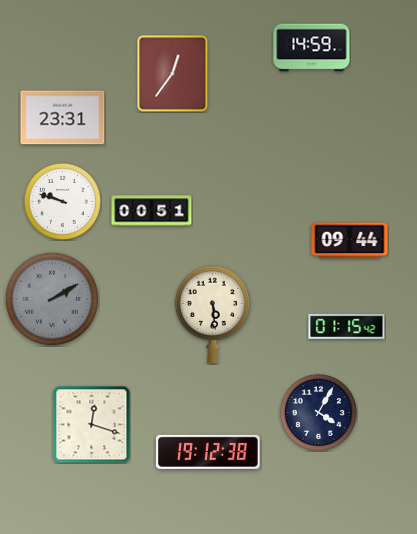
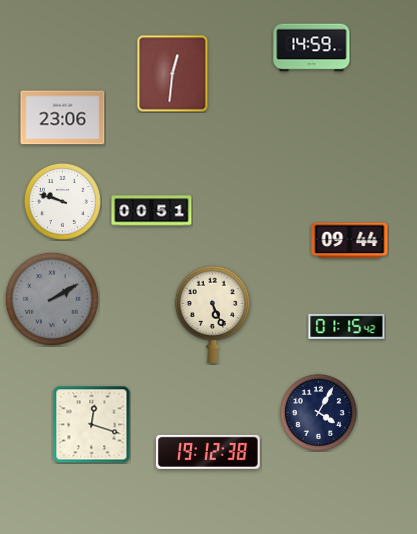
clock at (173, 73): 12:36 -> 12:31
clock at (63, 118): 23:31 -> 23:06
clock at (212, 314): 5:29 -> 5:26
